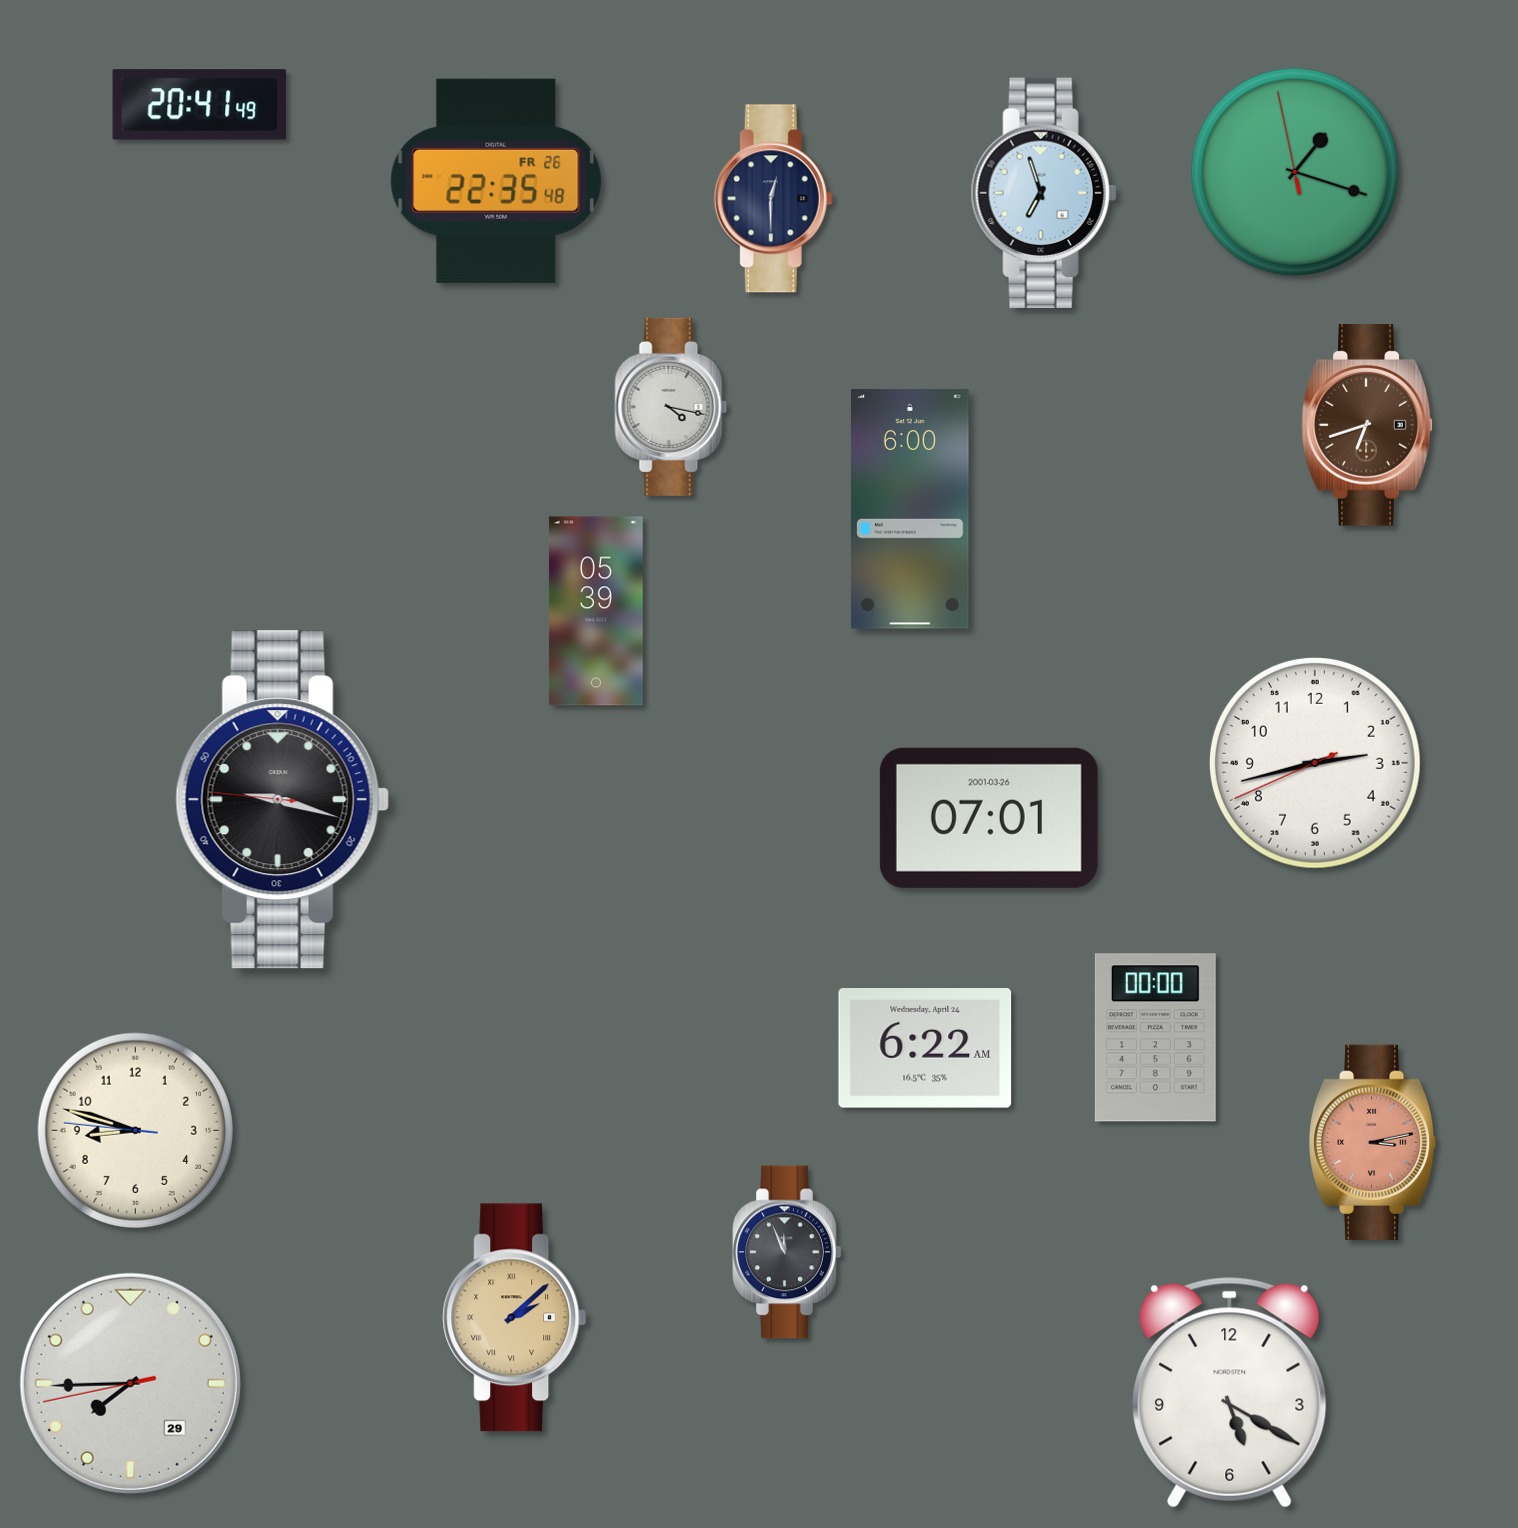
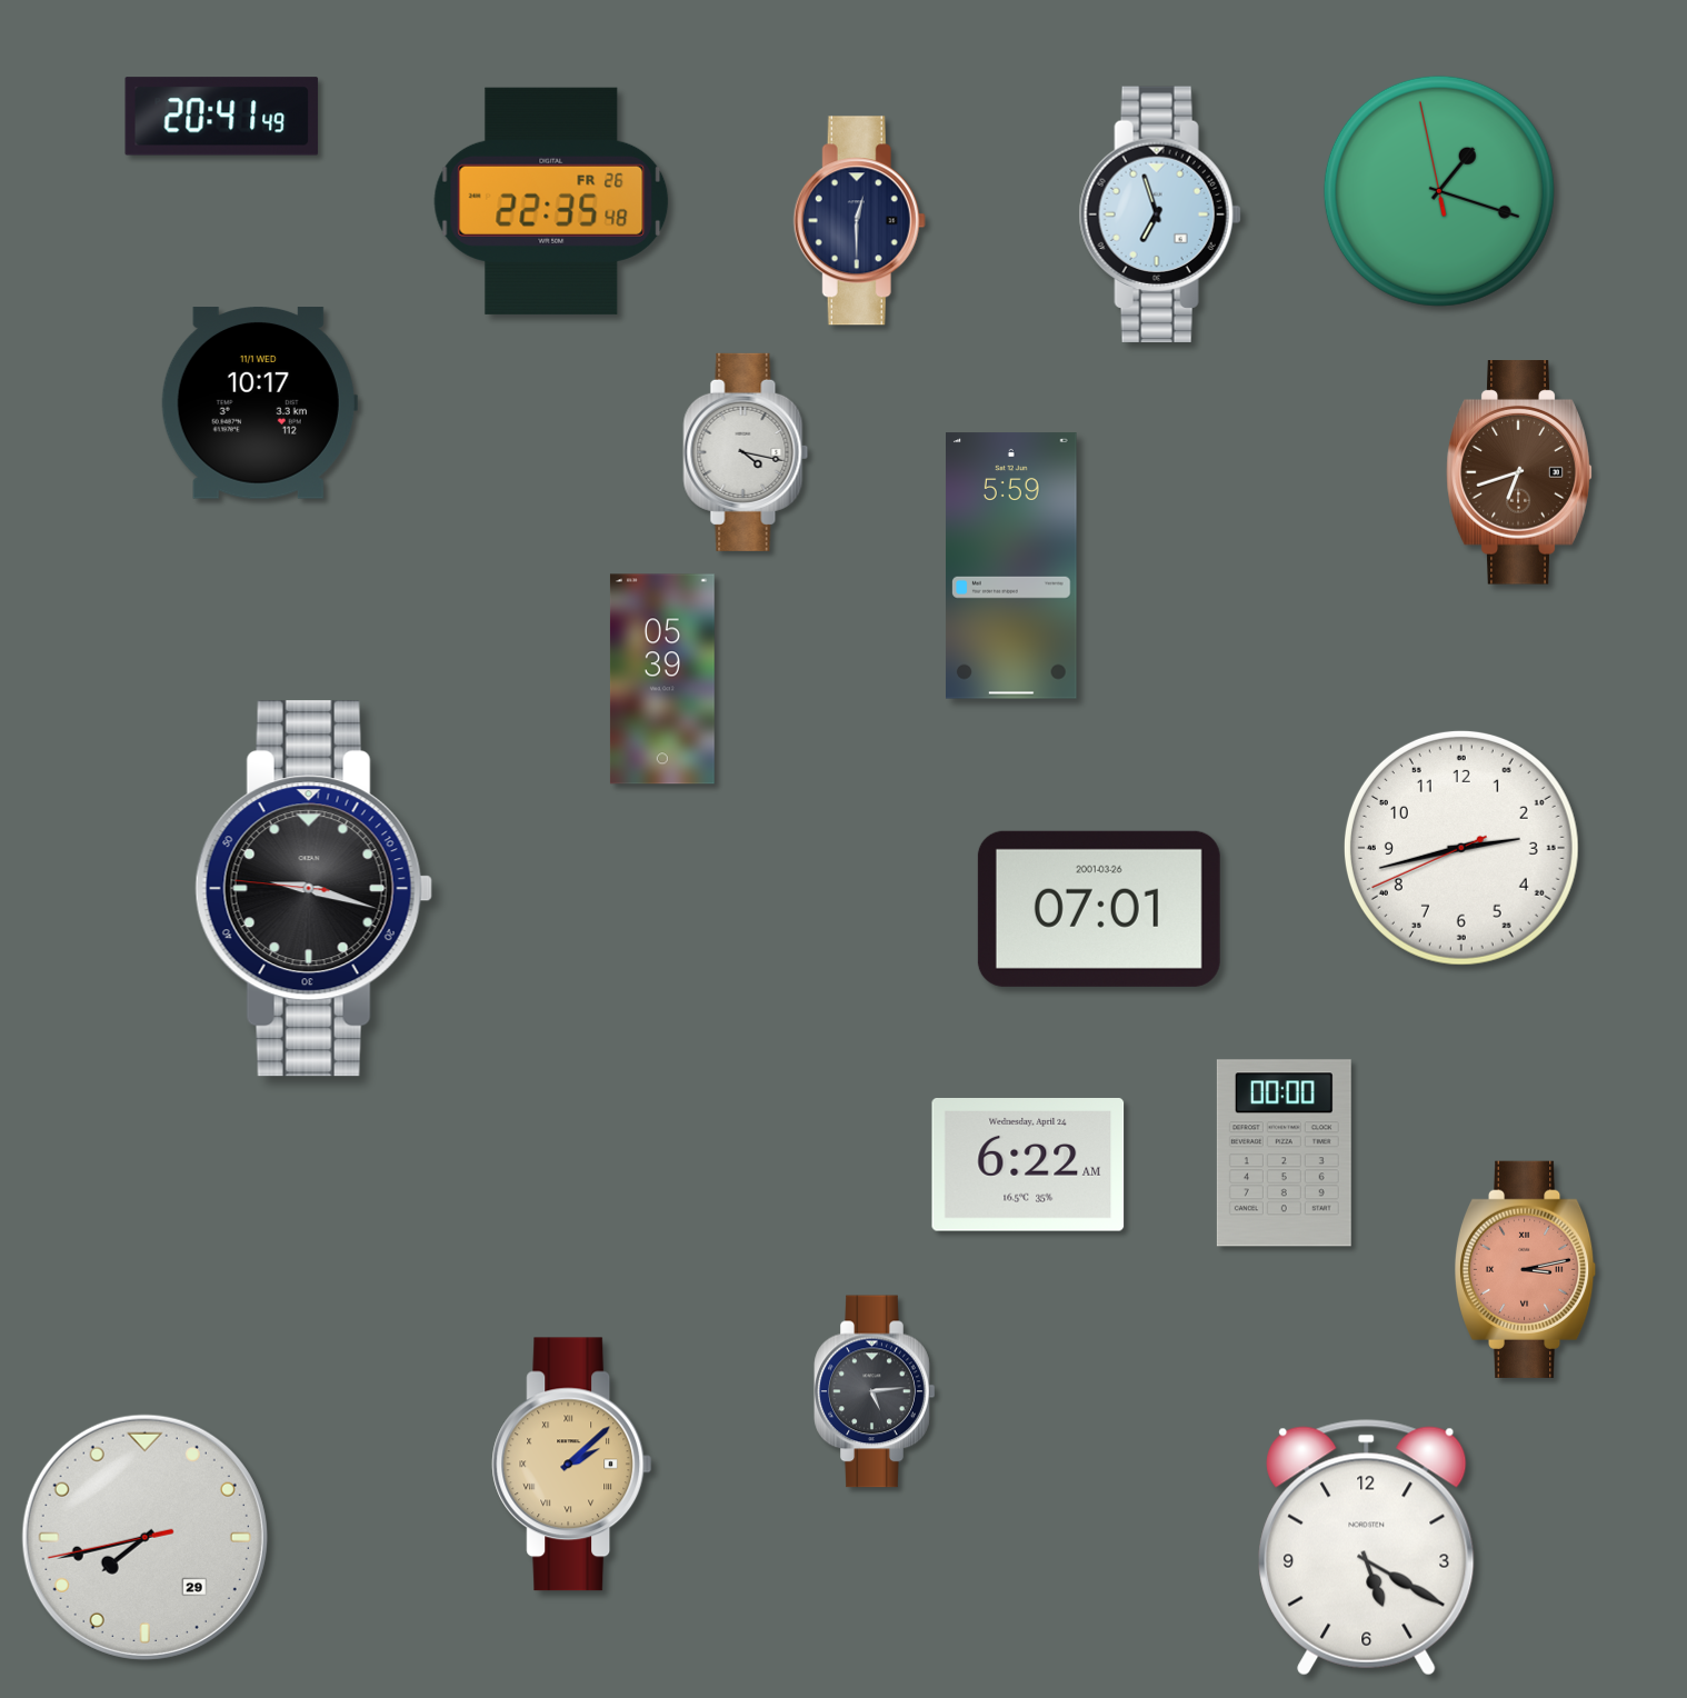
clock at (259, 403): none -> 10:17
clock at (911, 509): 6:00 -> 5:59
clock at (135, 1130): 8:47 -> none
clock at (787, 1252): 11:56 -> 5:14
clock at (130, 1383): 7:44 -> 7:42
